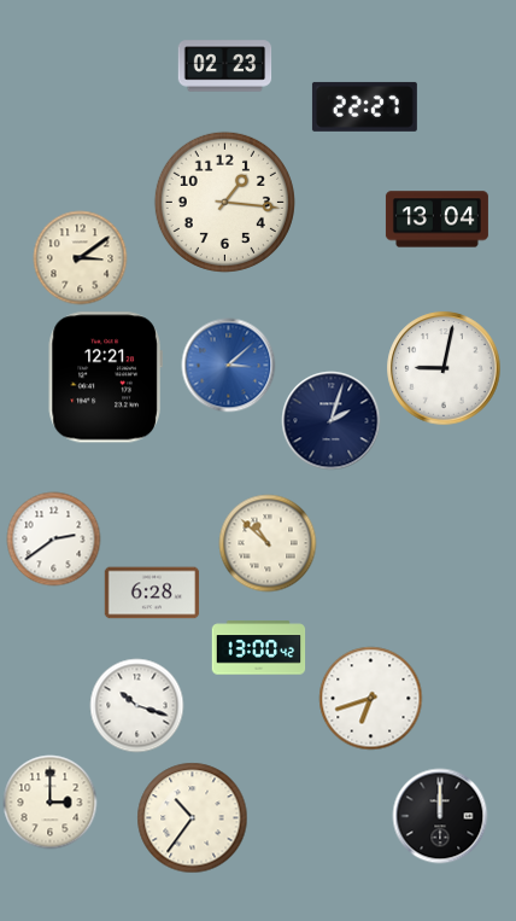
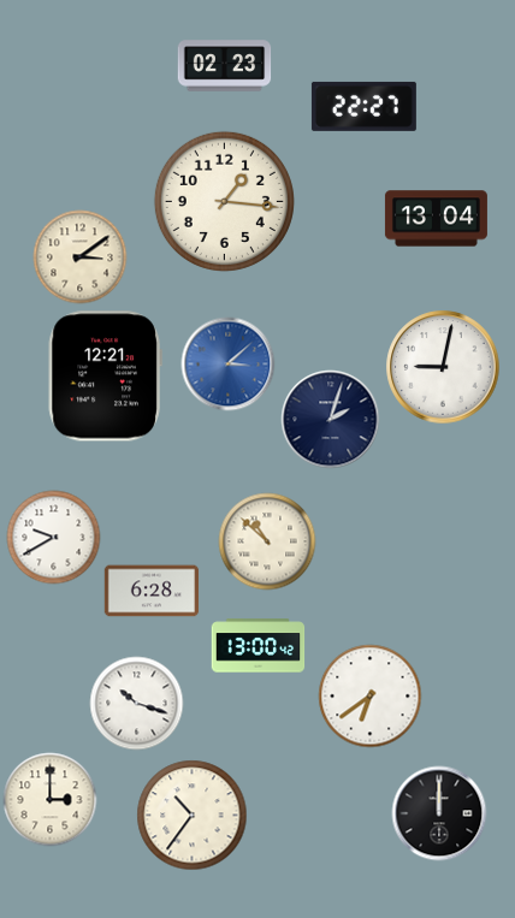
clock at (53, 538): 2:39 -> 9:40
clock at (370, 698): 6:42 -> 6:39
